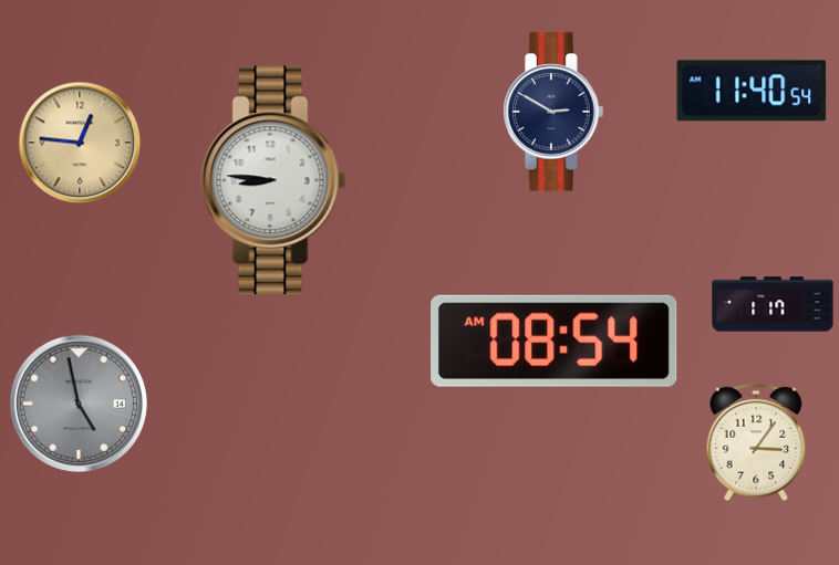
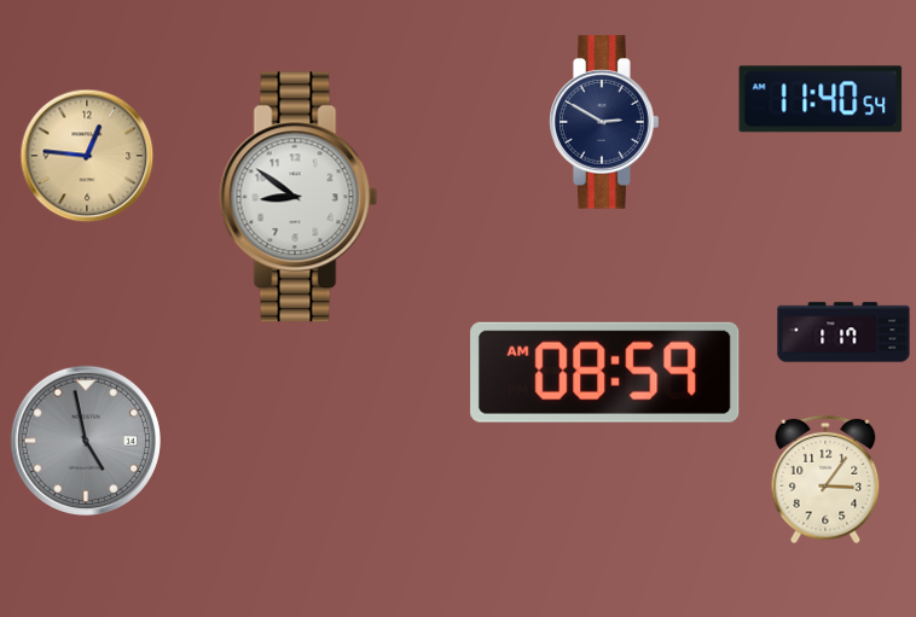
clock at (273, 180): 8:46 -> 8:51
clock at (555, 341): 08:54 -> 08:59
clock at (756, 442) position: (756, 442) -> (825, 479)
